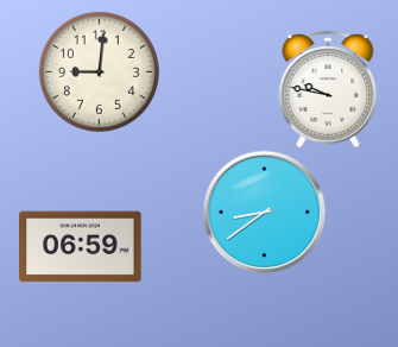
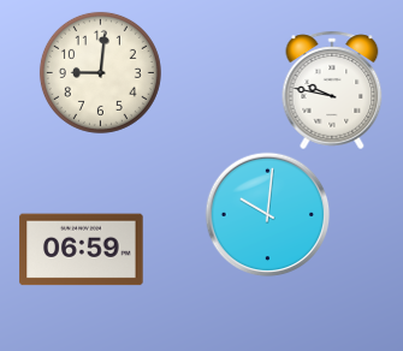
clock at (264, 212): 8:39 -> 10:01
